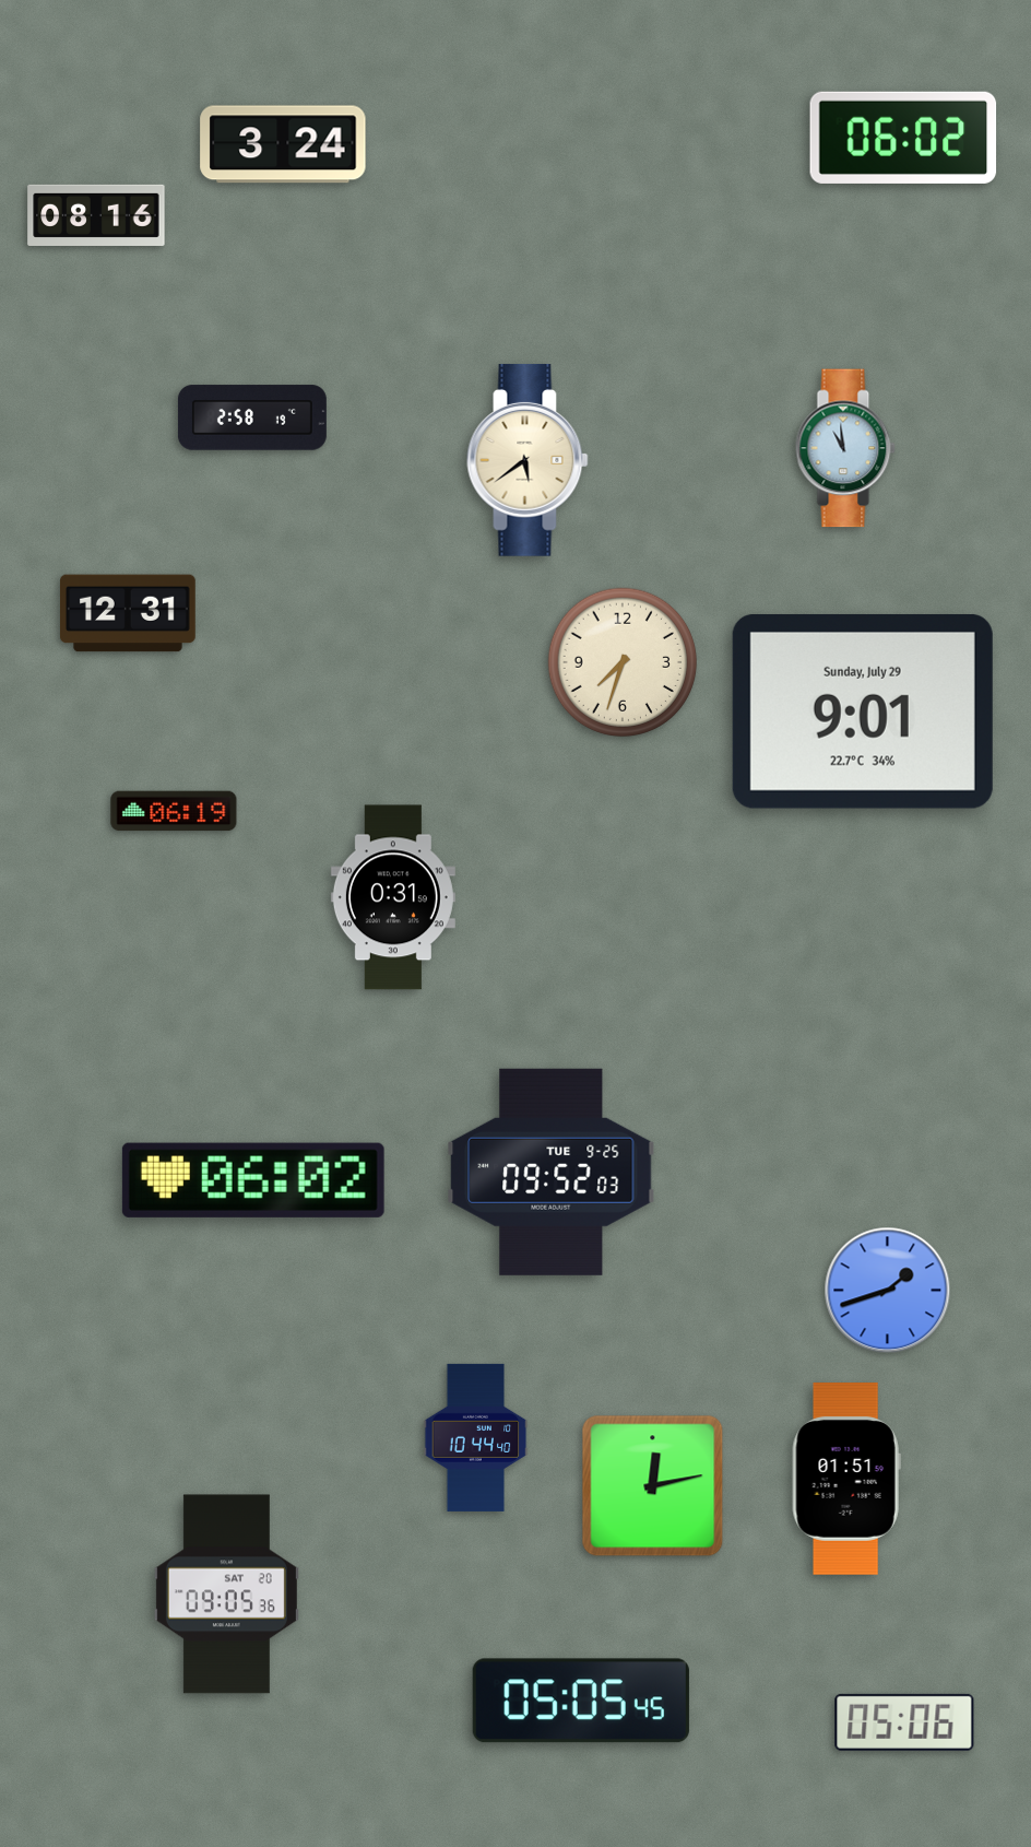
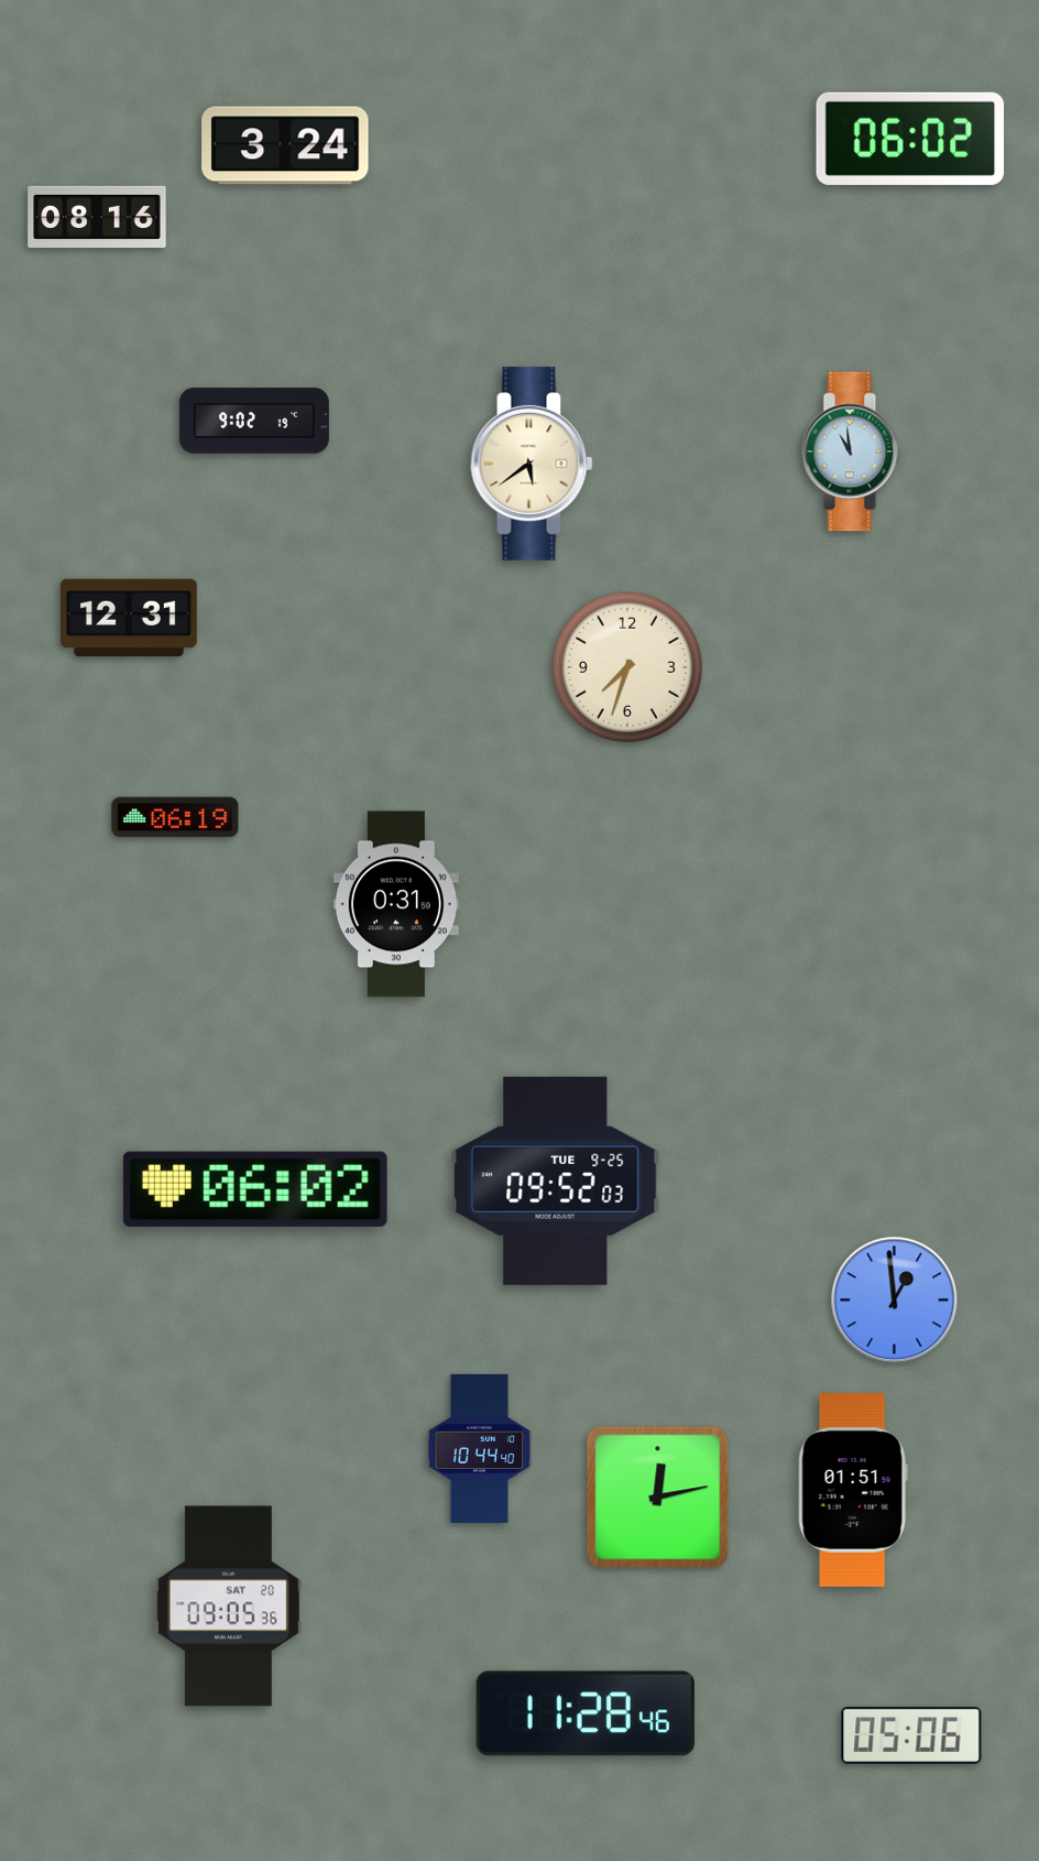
clock at (252, 417): 2:58 -> 9:02
clock at (863, 711): 9:01 -> none
clock at (888, 1291): 1:42 -> 12:59
clock at (581, 1701): 05:05 -> 11:28
